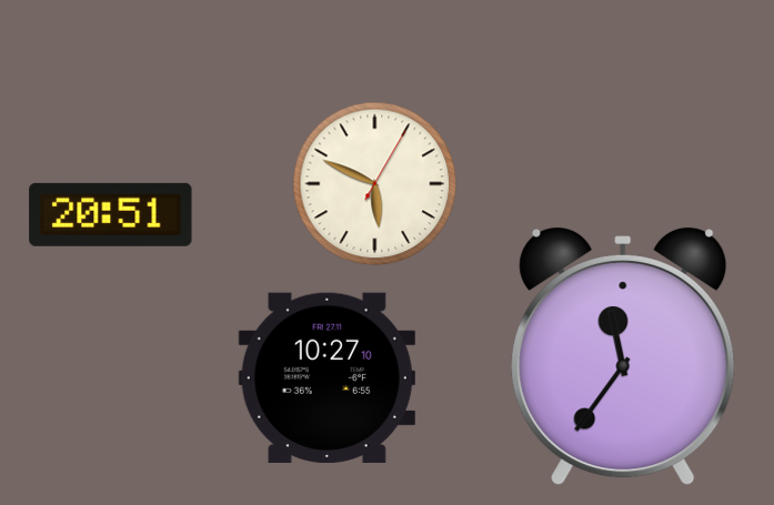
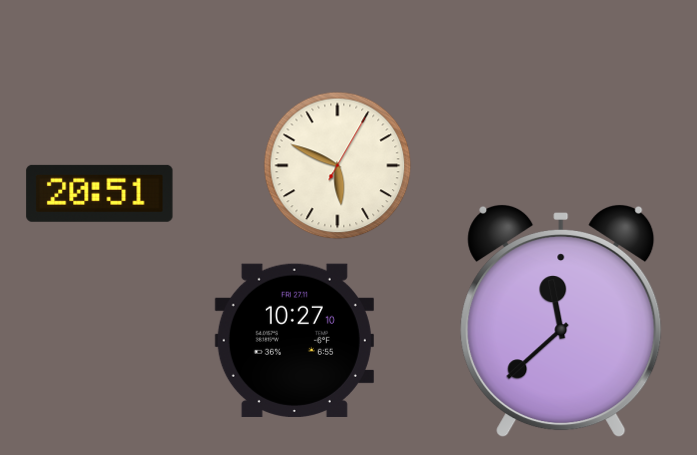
clock at (623, 356): 11:36 -> 11:38
